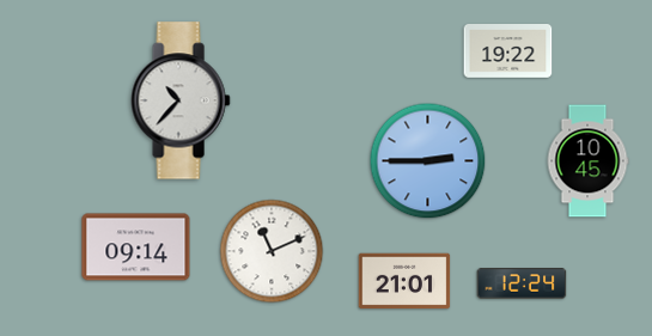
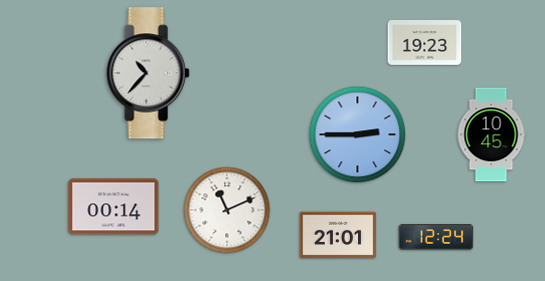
clock at (508, 51): 19:22 -> 19:23
clock at (181, 100) position: (181, 100) -> (148, 73)
clock at (136, 248): 09:14 -> 00:14
